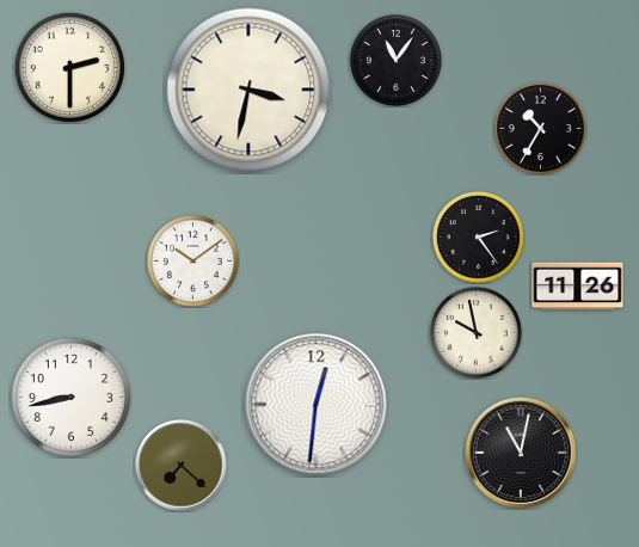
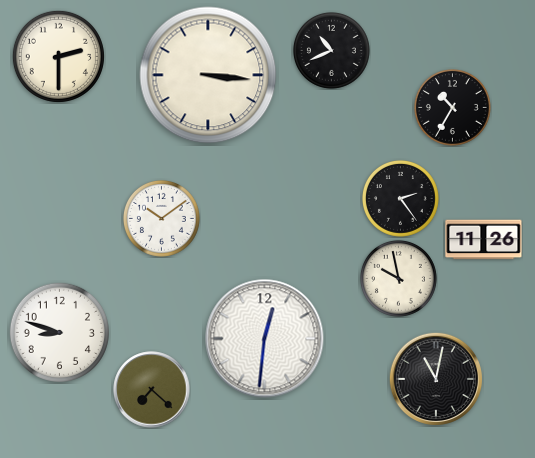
clock at (395, 60): 11:06 -> 10:41
clock at (248, 90): 3:32 -> 3:16
clock at (70, 397): 8:43 -> 8:48
